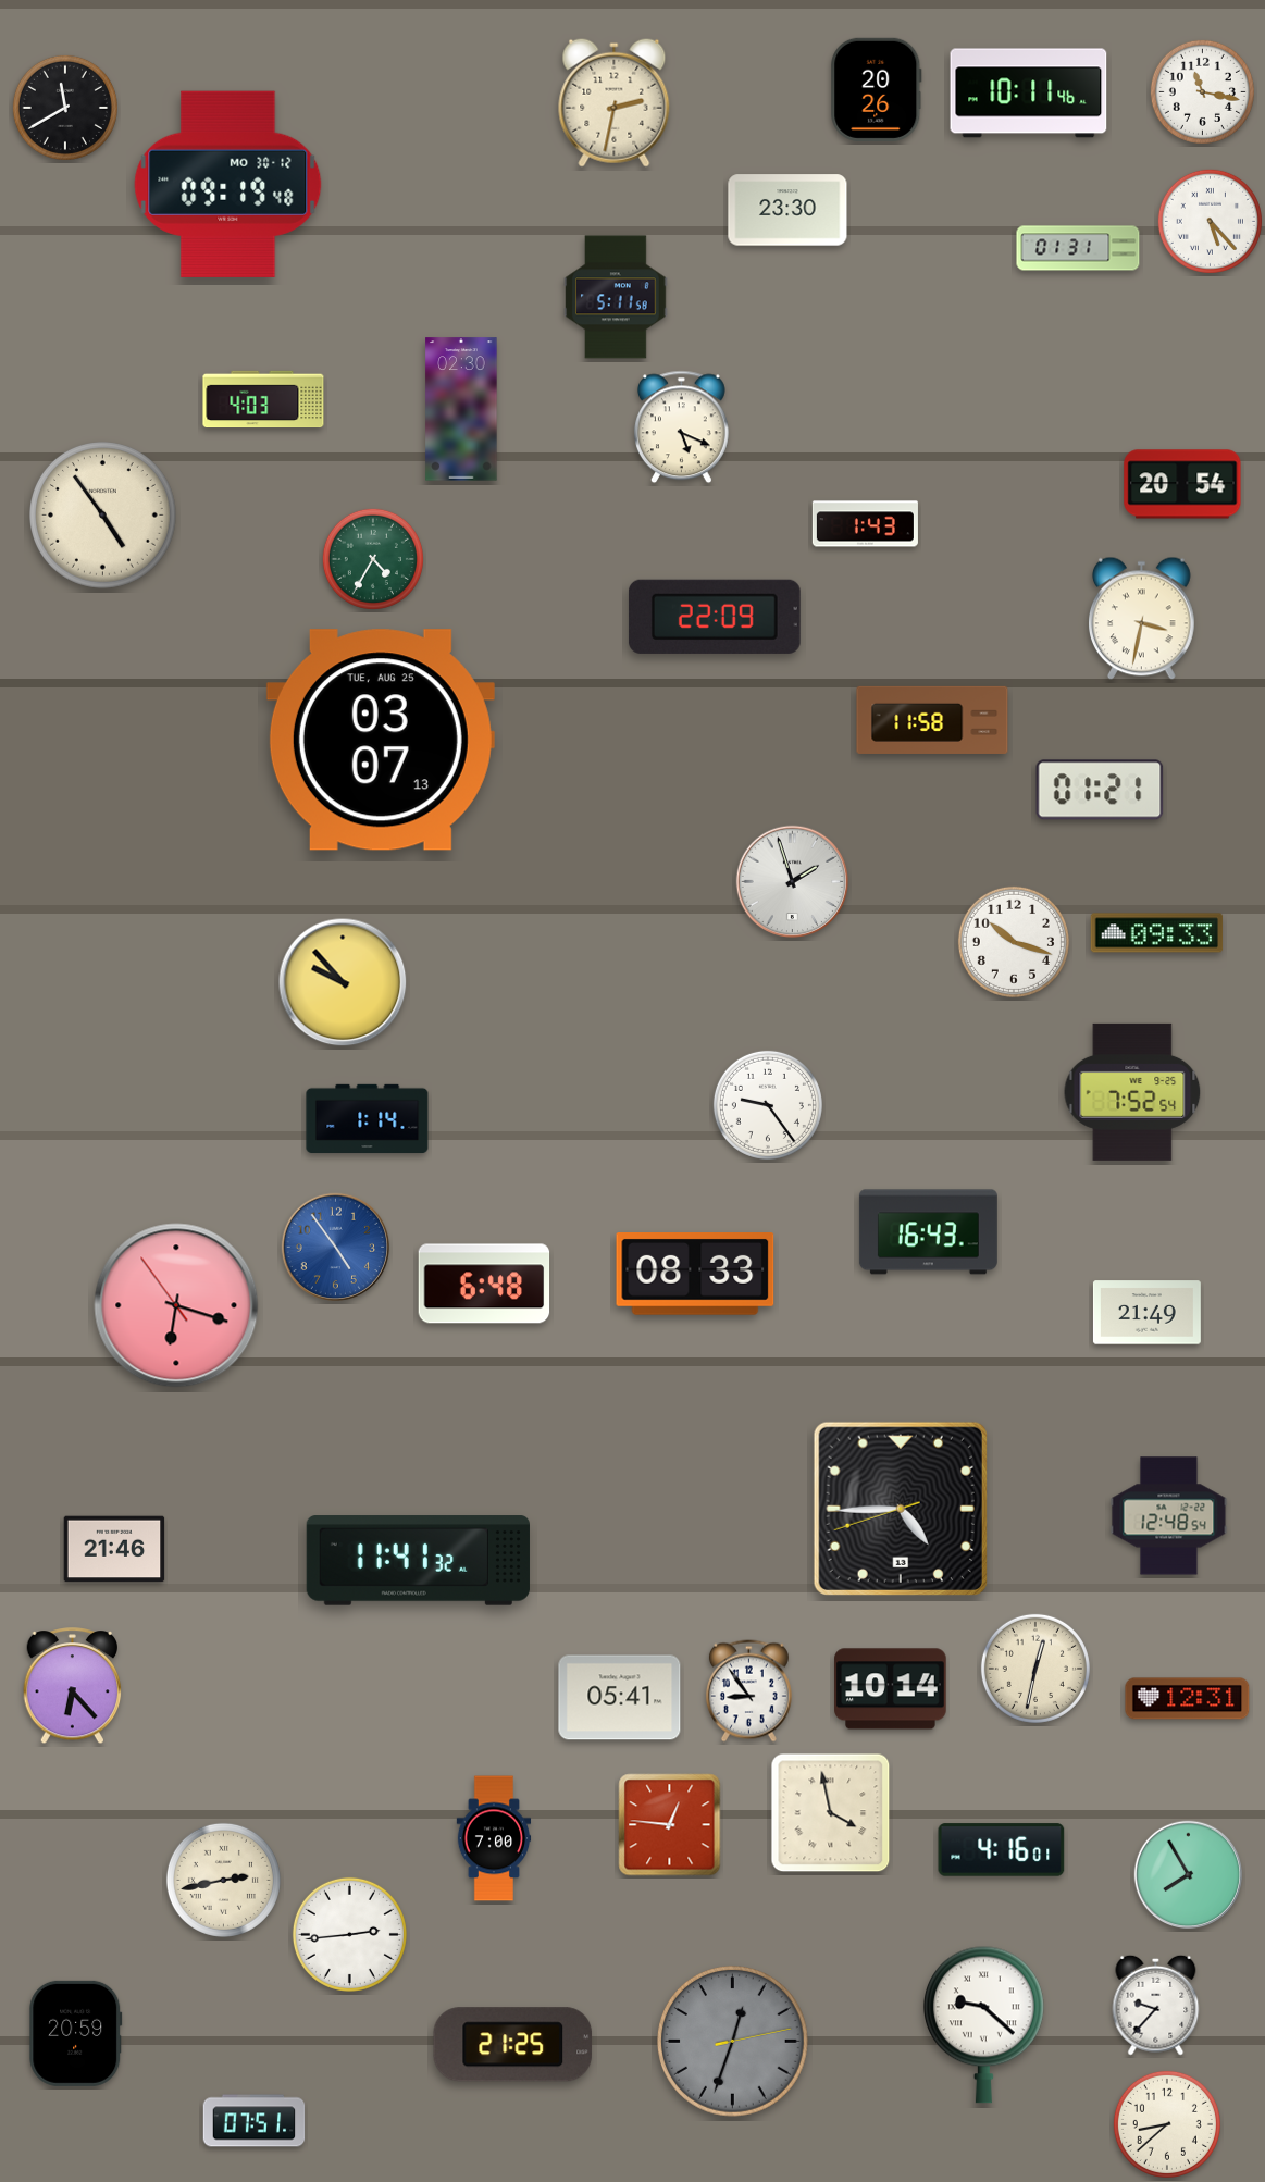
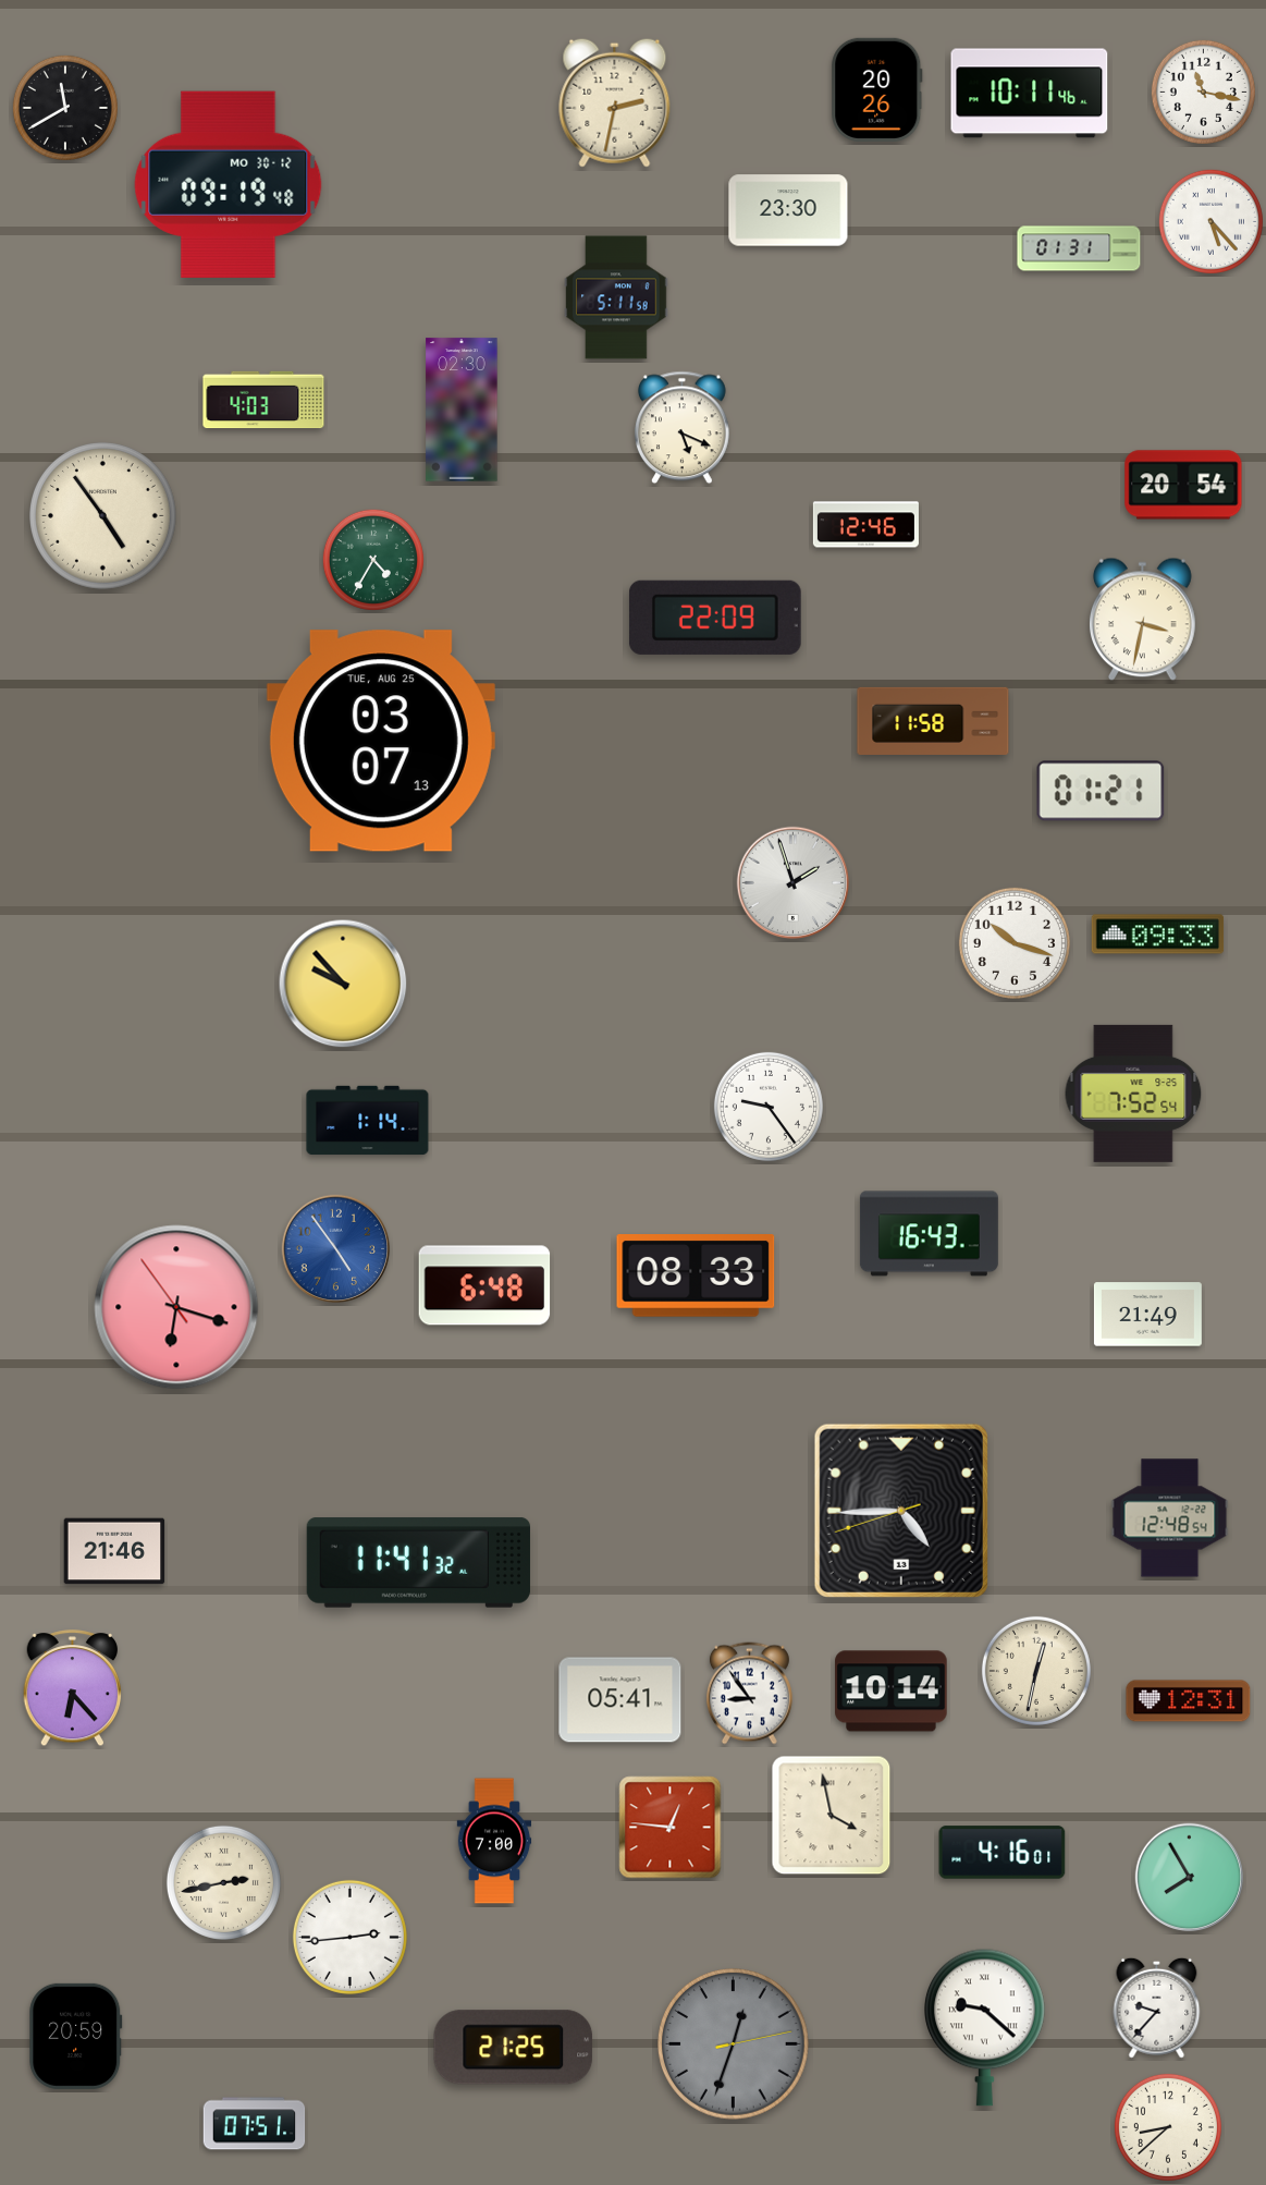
clock at (865, 524): 1:43 -> 12:46
